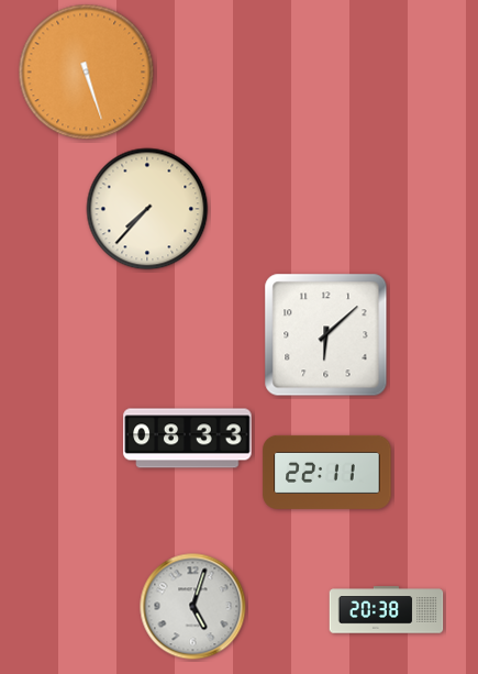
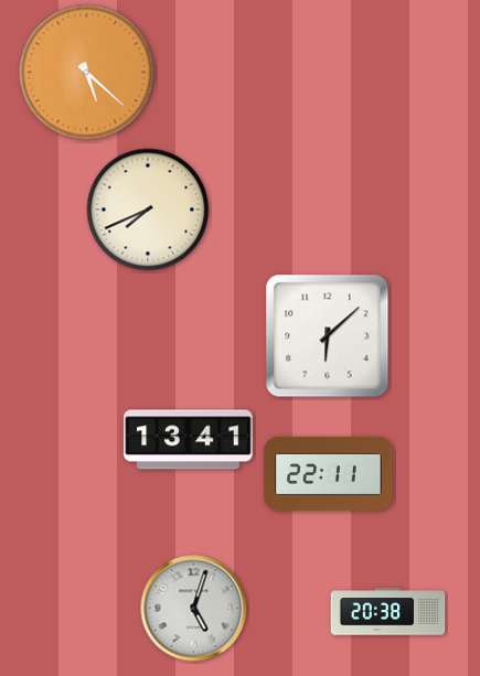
clock at (87, 73): 5:27 -> 5:22
clock at (147, 209): 7:37 -> 7:41
clock at (188, 439): 08:33 -> 13:41
